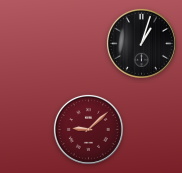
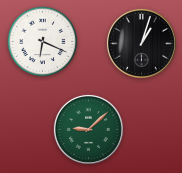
clock at (43, 42): none -> 6:19
clock at (88, 129) dial: burgundy -> green
